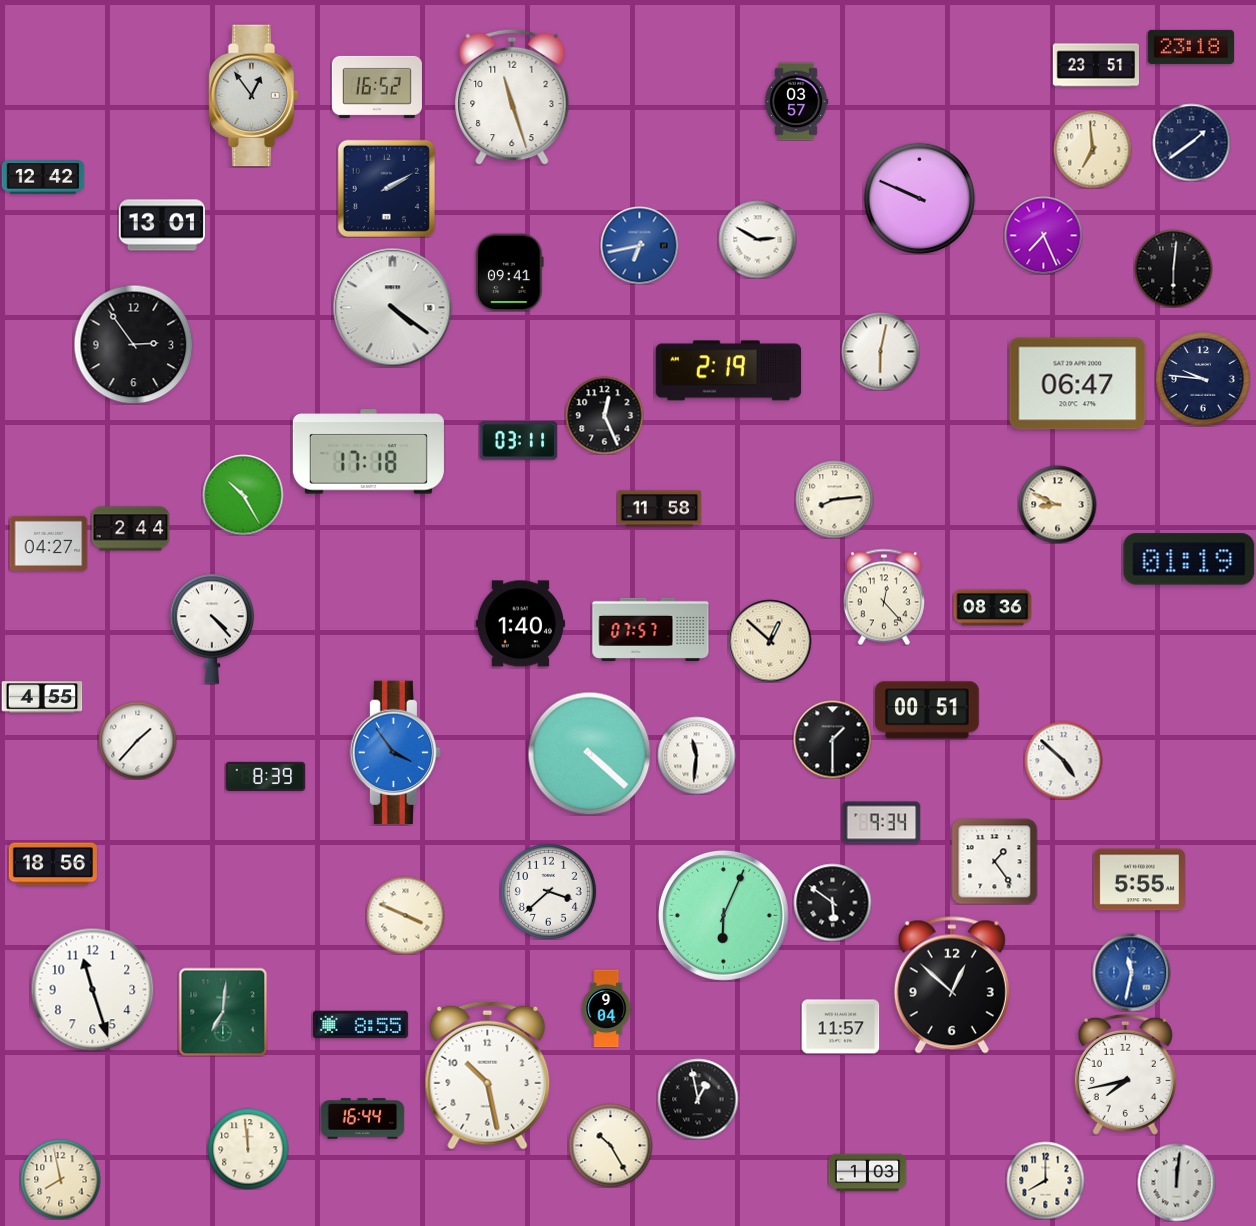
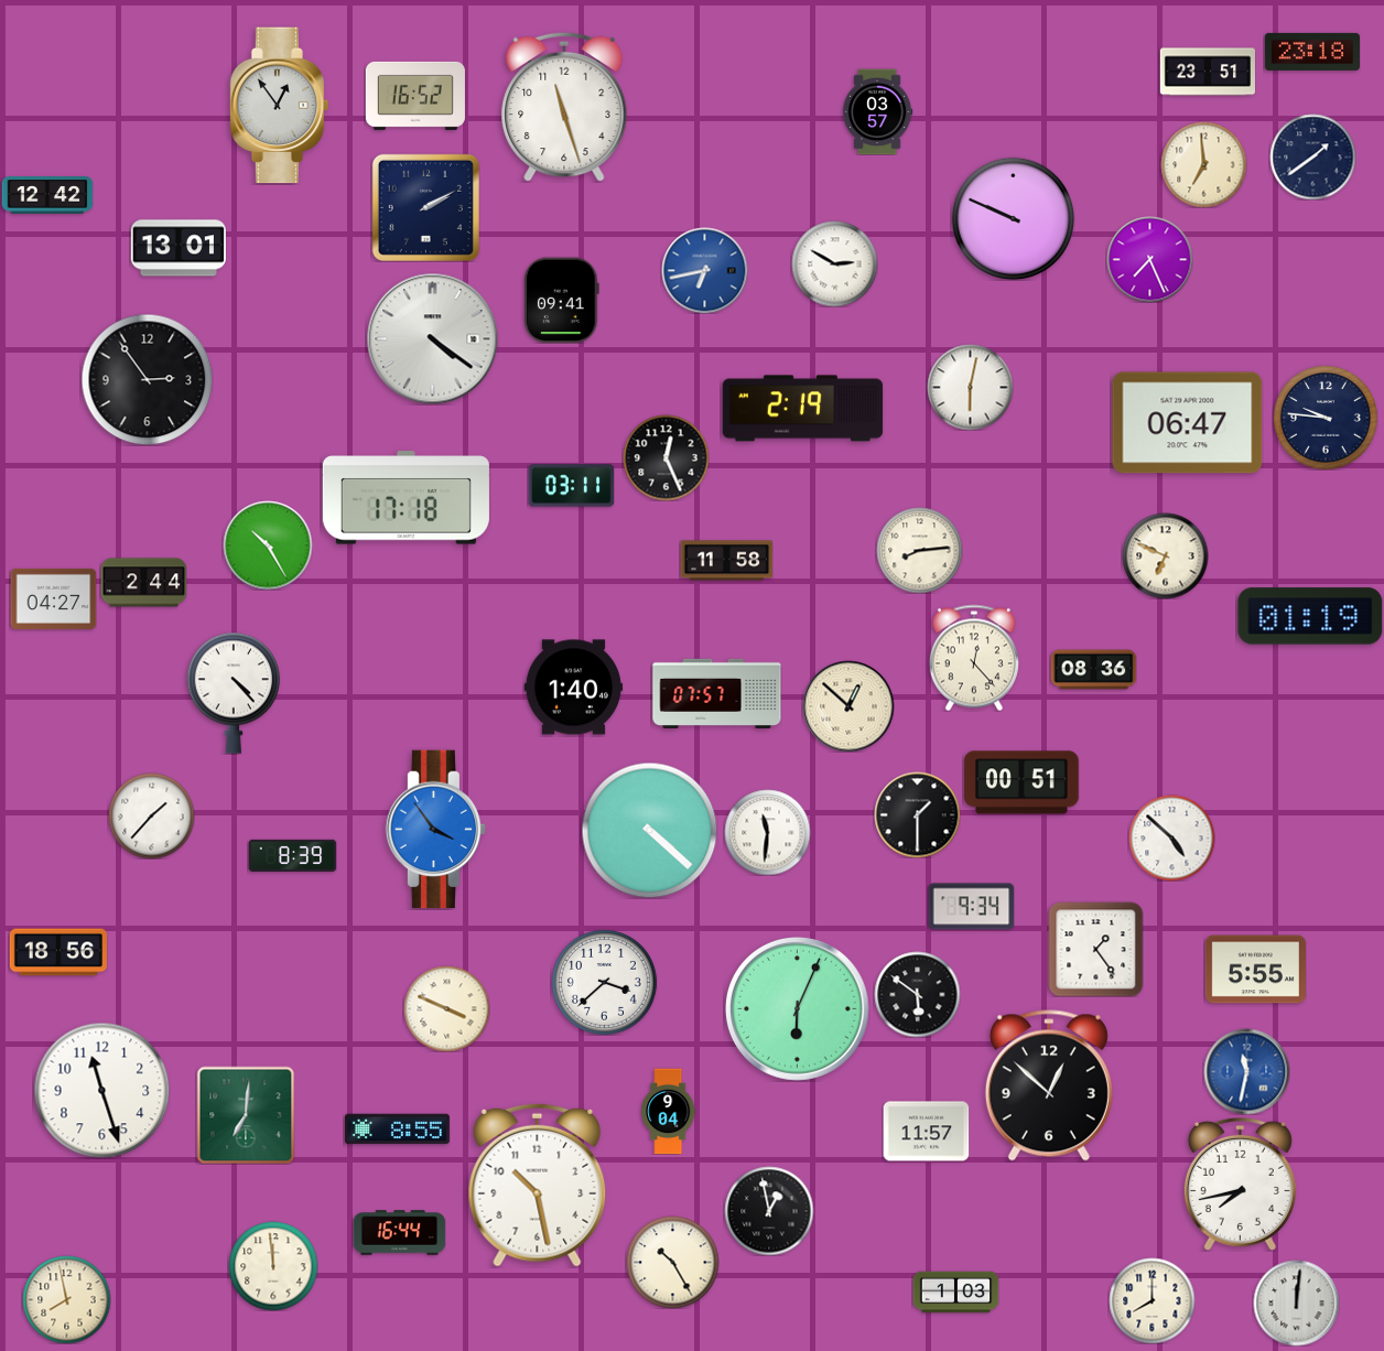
clock at (1173, 268): 6:01 -> none
clock at (1057, 504): 8:49 -> 6:49
clock at (42, 697): 4:55 -> none
